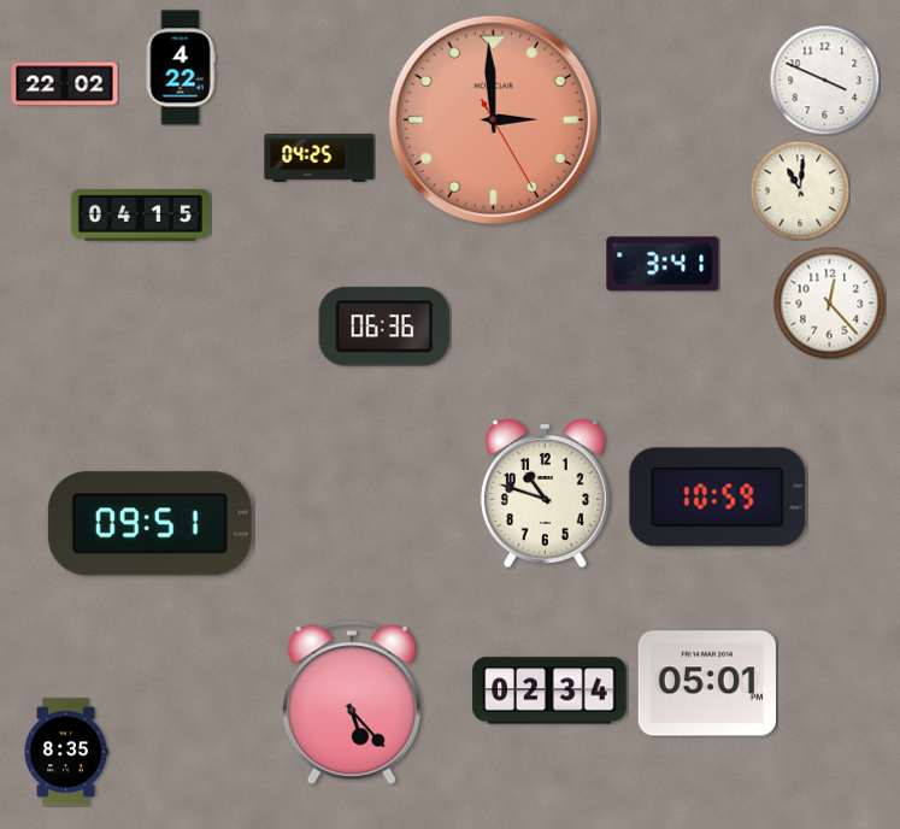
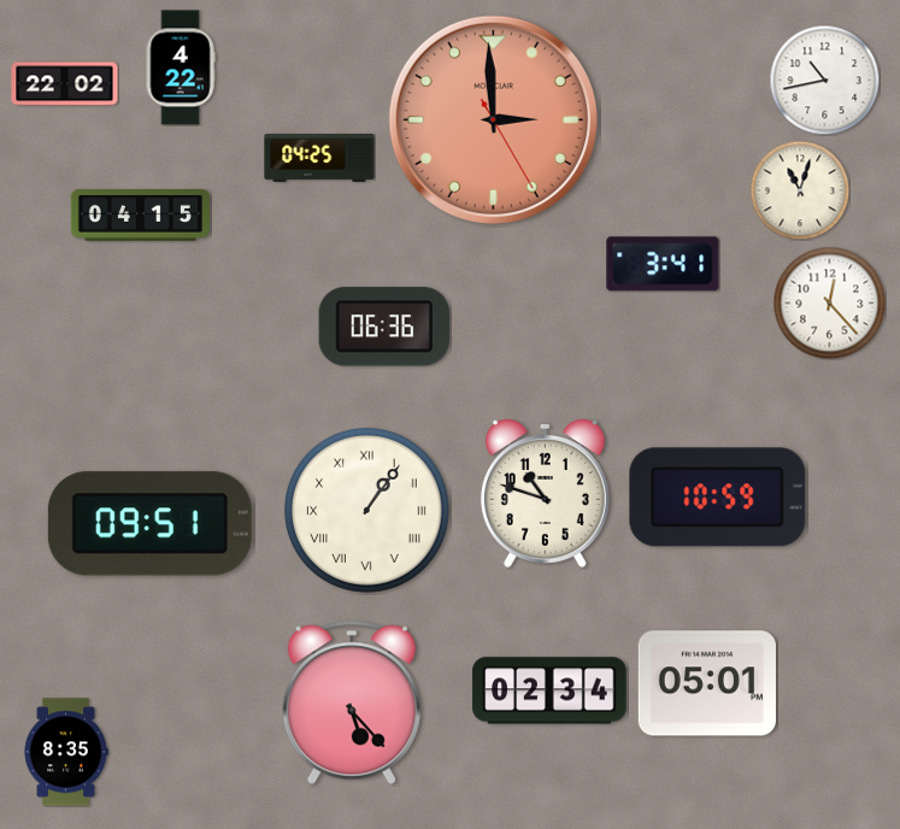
clock at (824, 80): 3:49 -> 10:43
clock at (800, 190): 11:01 -> 11:03
clock at (367, 511): none -> 1:06
